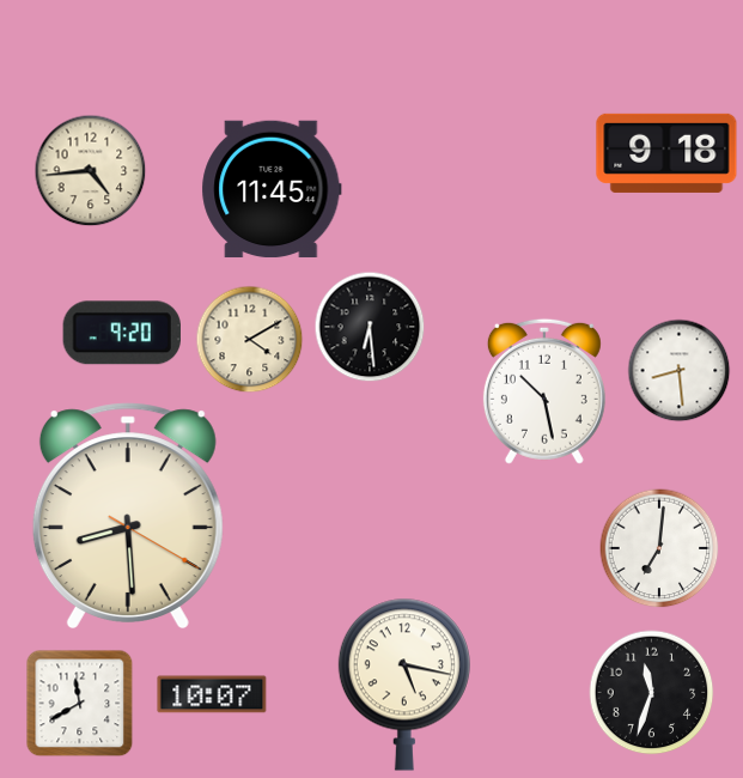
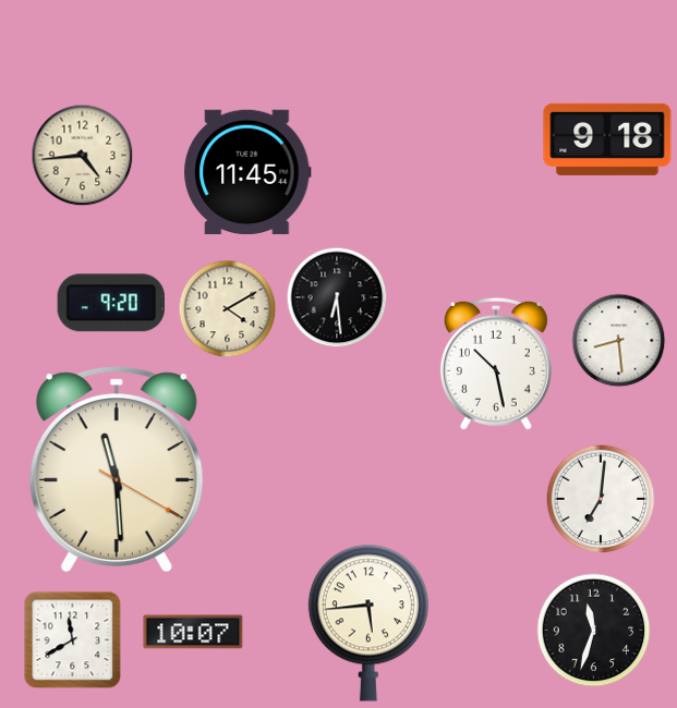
clock at (680, 371) position: (680, 371) -> (619, 341)
clock at (544, 391) position: (544, 391) -> (496, 364)
clock at (128, 515): 8:29 -> 11:29
clock at (404, 685): 5:17 -> 5:44
